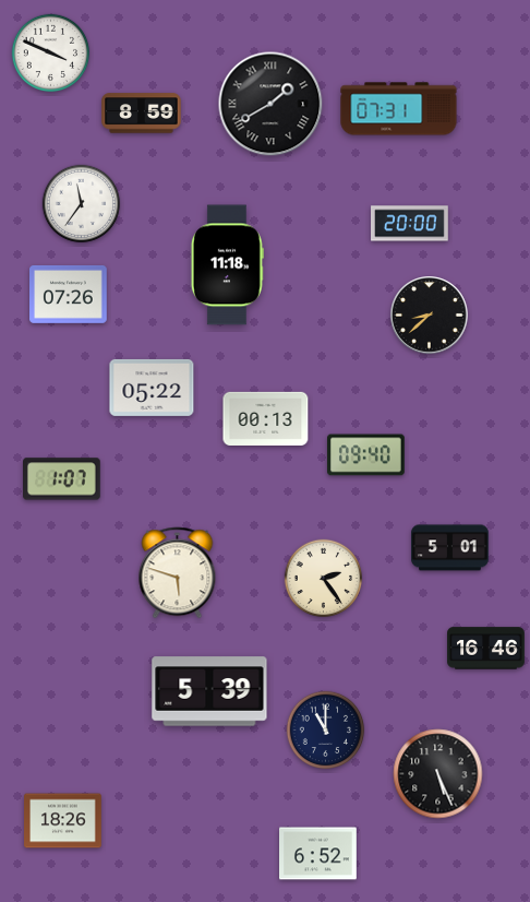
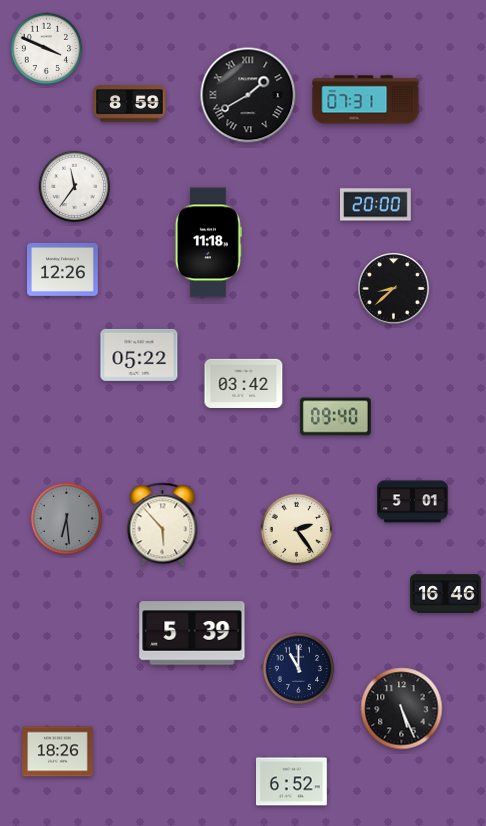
clock at (69, 294): 07:26 -> 12:26
clock at (266, 418): 00:13 -> 03:42
clock at (62, 479): 1:07 -> none
clock at (67, 519): none -> 6:29
clock at (178, 573): 5:48 -> 5:53
